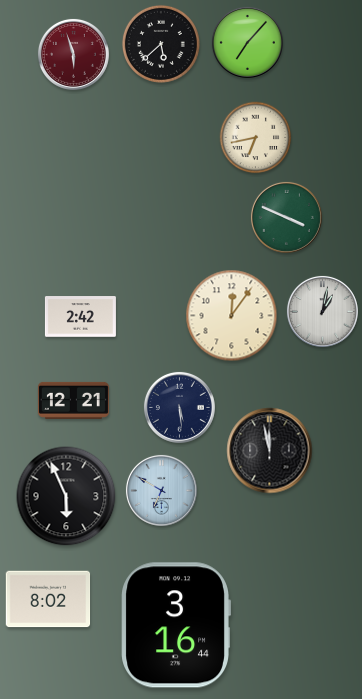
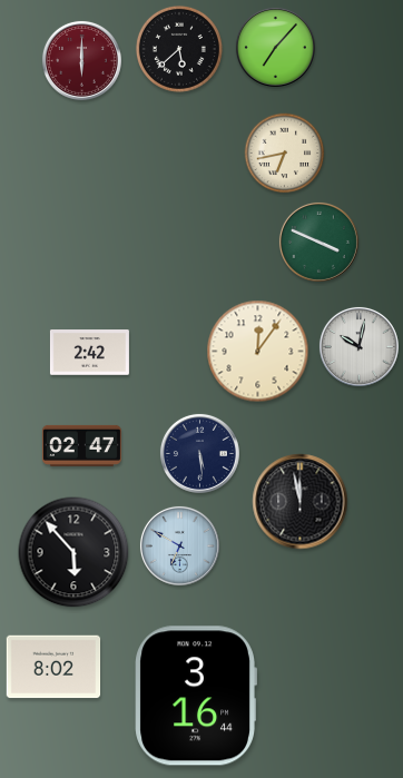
clock at (73, 54): 5:57 -> 6:00
clock at (322, 311): 1:02 -> 10:02
clock at (73, 400): 12:21 -> 02:47
clock at (66, 496): 5:56 -> 5:53
